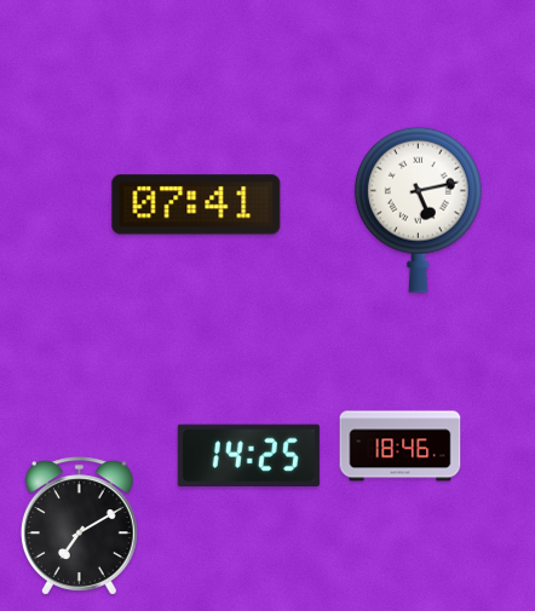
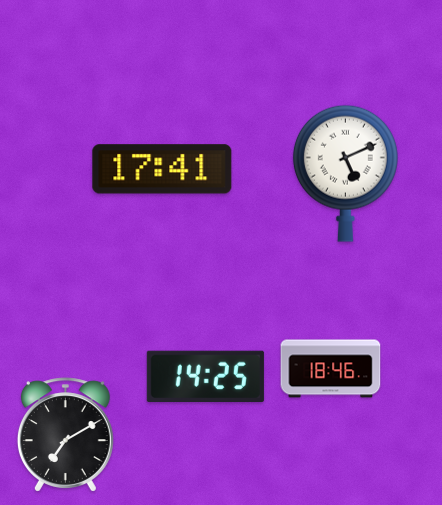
clock at (196, 204): 07:41 -> 17:41
clock at (418, 209): 5:13 -> 5:11
